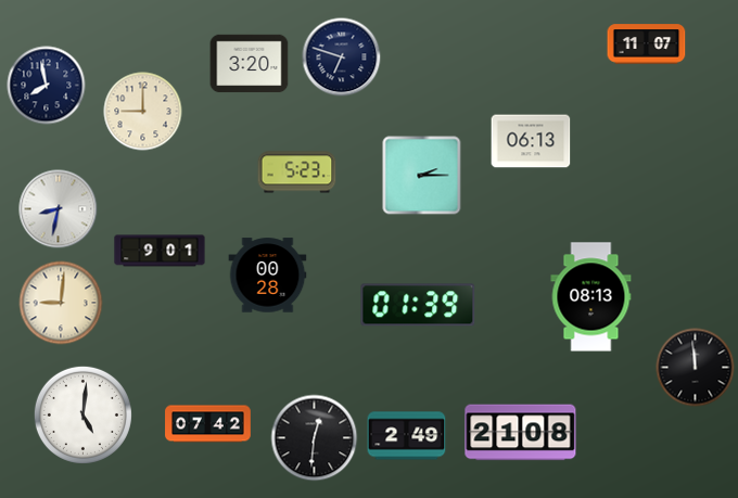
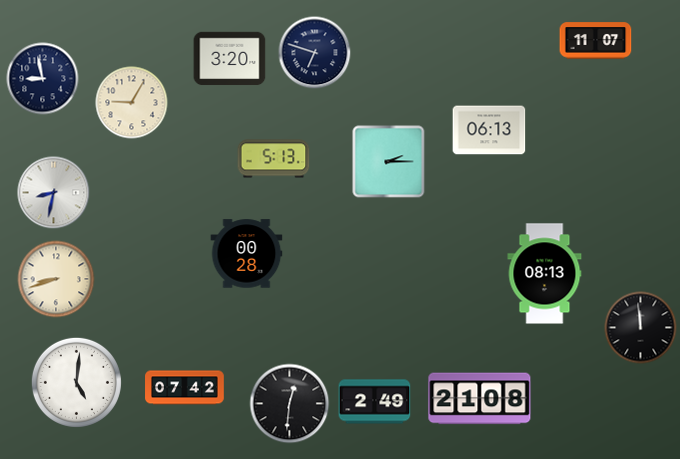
clock at (47, 86): 7:58 -> 8:58
clock at (143, 112): 9:00 -> 9:05
clock at (297, 173): 5:23 -> 5:13
clock at (160, 251): 9:01 -> none
clock at (61, 303): 9:01 -> 8:42
clock at (418, 305): 01:39 -> none
clock at (696, 368) position: (696, 368) -> (641, 328)
clock at (208, 424) position: (208, 424) -> (185, 388)
